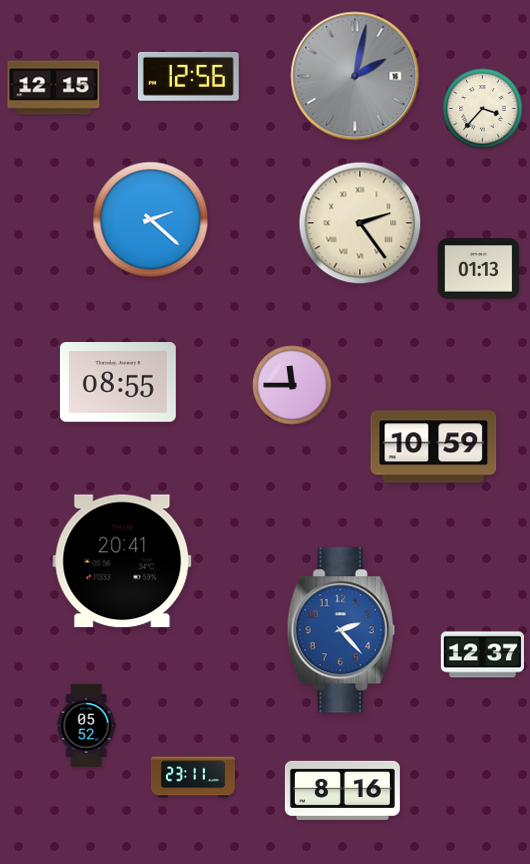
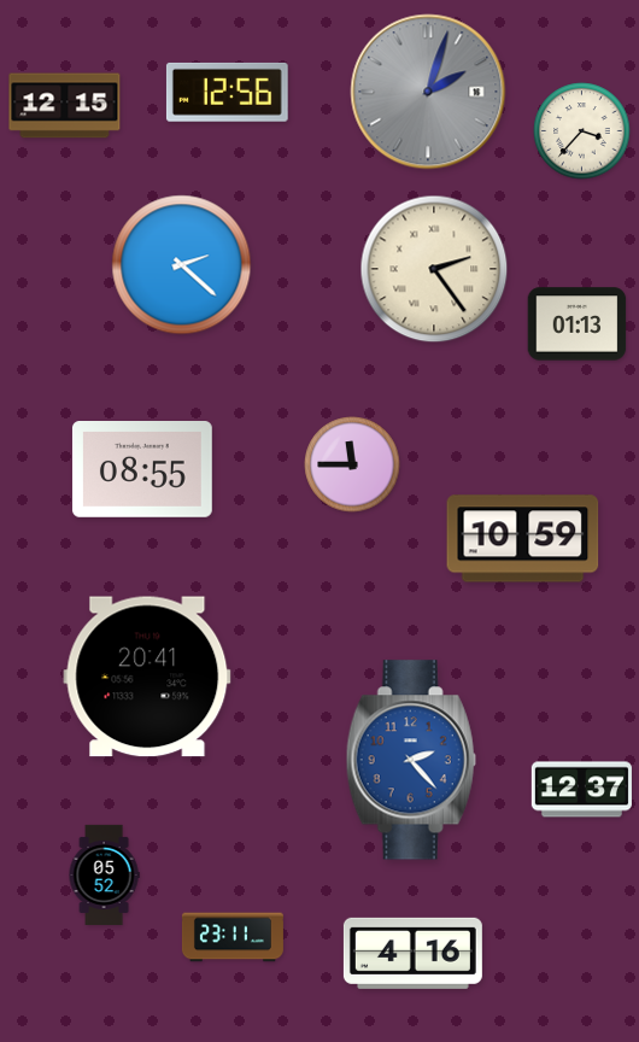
clock at (355, 76): 2:02 -> 2:03
clock at (118, 383) position: (118, 383) -> (142, 470)
clock at (342, 790): 8:16 -> 4:16
